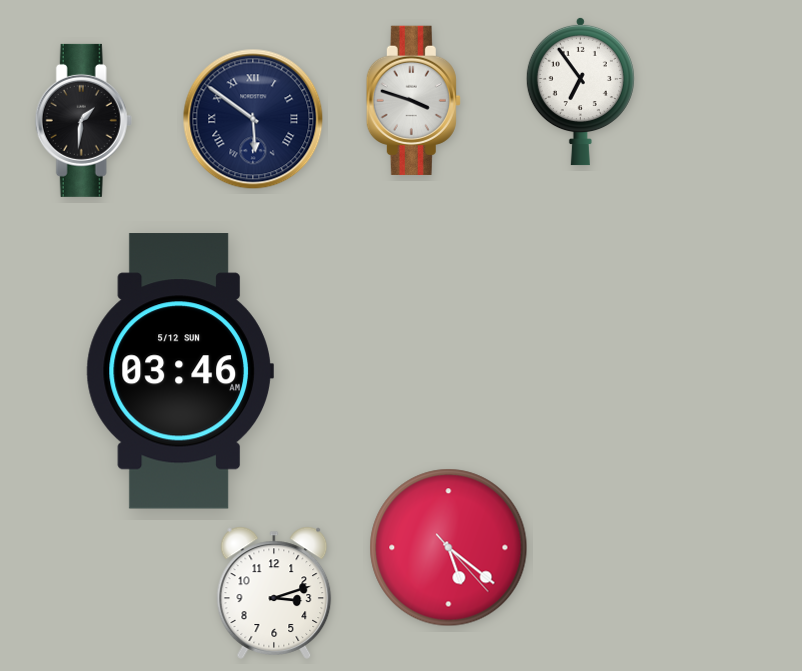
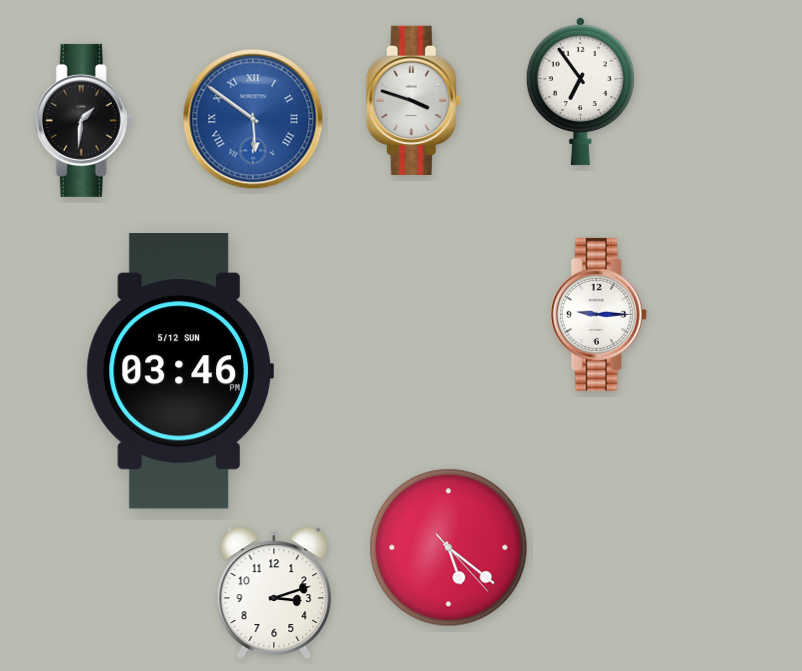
clock at (253, 119) dial: navy -> blue
clock at (598, 314): none -> 9:15
clock at (180, 371): 03:46 AM -> 03:46 PM
